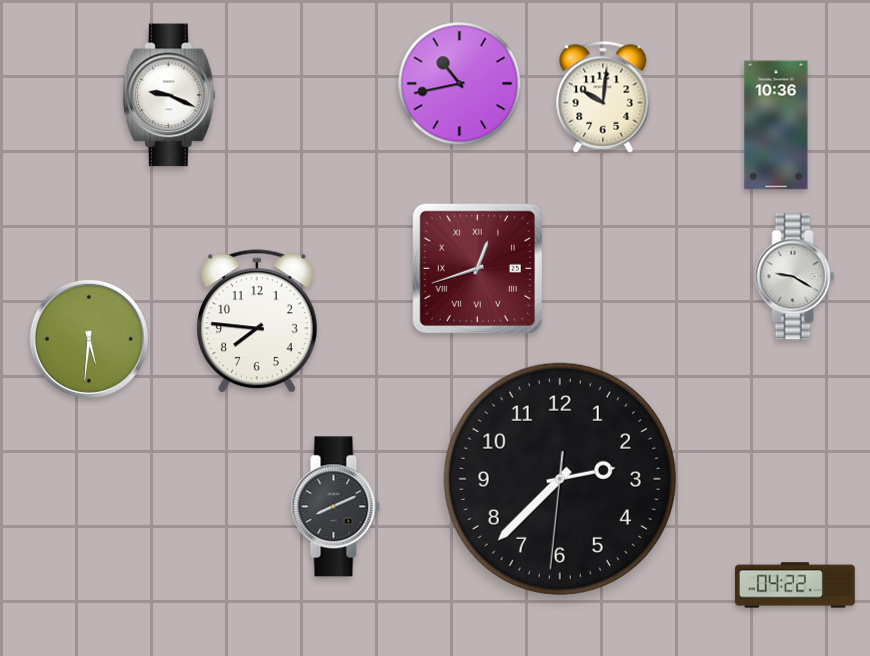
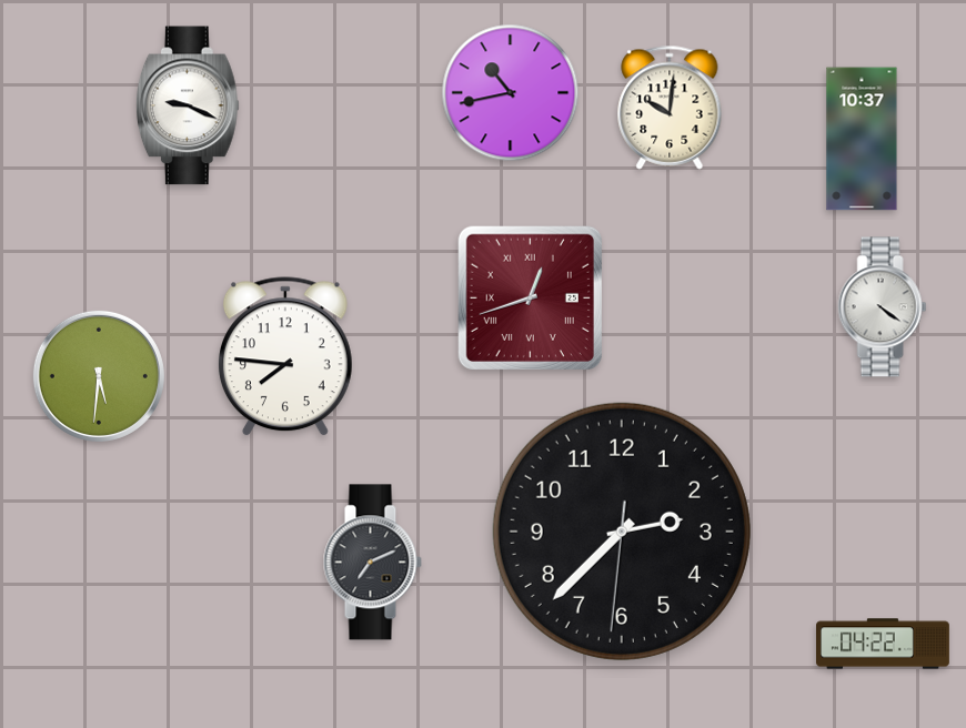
clock at (776, 125): 10:36 -> 10:37
clock at (795, 277): 9:20 -> 4:21
clock at (335, 507): 8:11 -> 7:11
clock at (796, 585) position: (796, 585) -> (884, 644)
